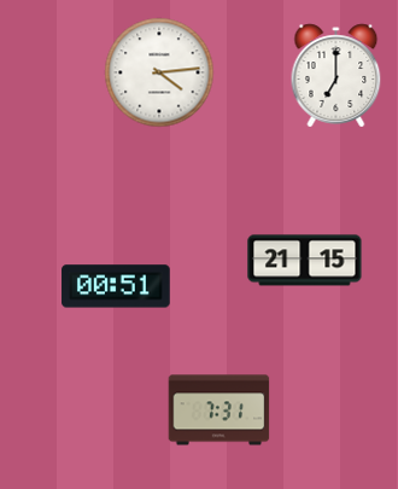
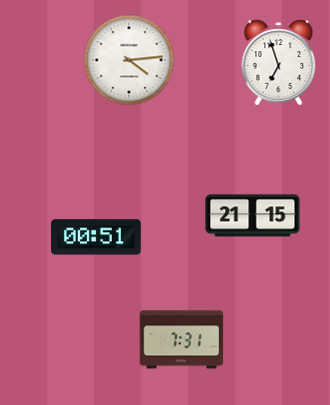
clock at (159, 72) position: (159, 72) -> (129, 60)
clock at (336, 76): 7:00 -> 6:57
